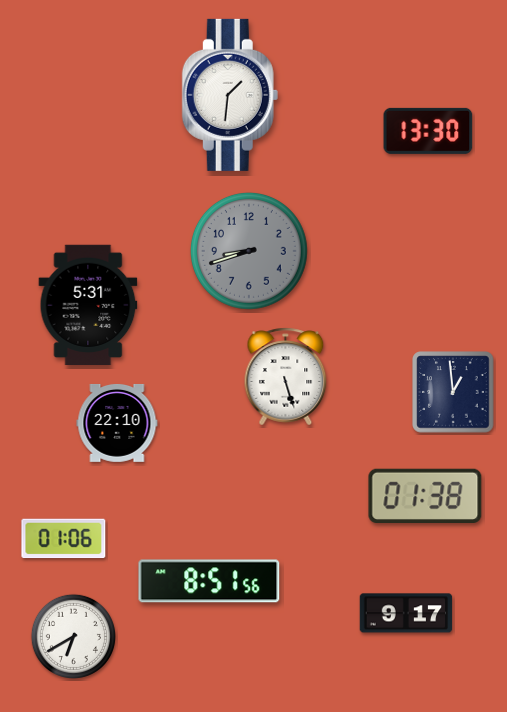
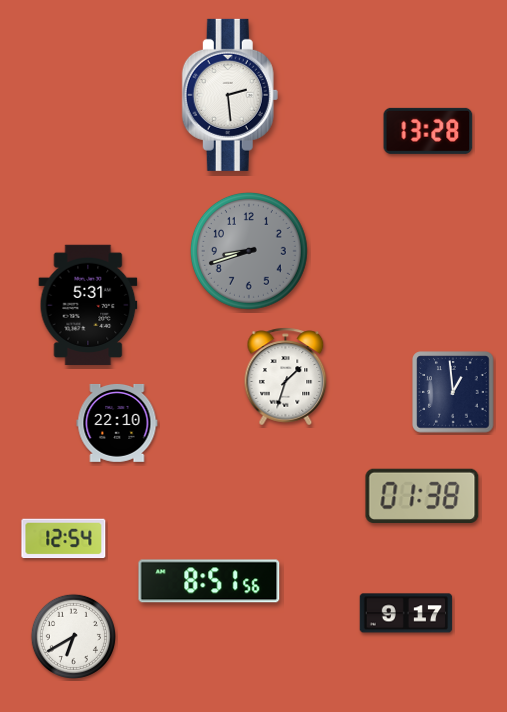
clock at (230, 95): 1:31 -> 2:29
clock at (428, 131): 13:30 -> 13:28
clock at (286, 377): 5:27 -> 1:33
clock at (425, 495) position: (425, 495) -> (422, 495)
clock at (64, 539): 01:06 -> 12:54
